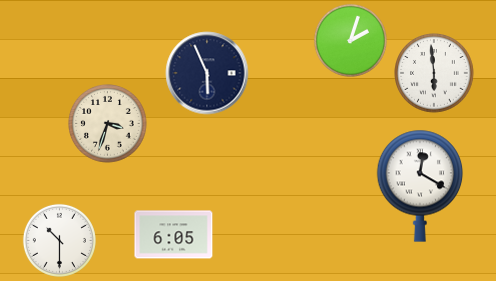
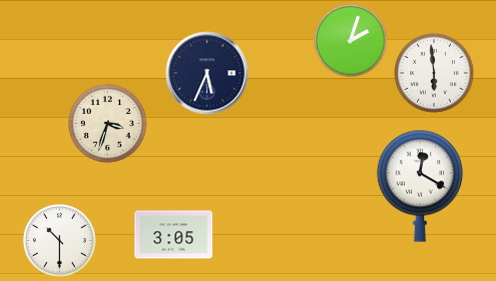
clock at (207, 73): 5:56 -> 5:34
clock at (174, 235): 6:05 -> 3:05
